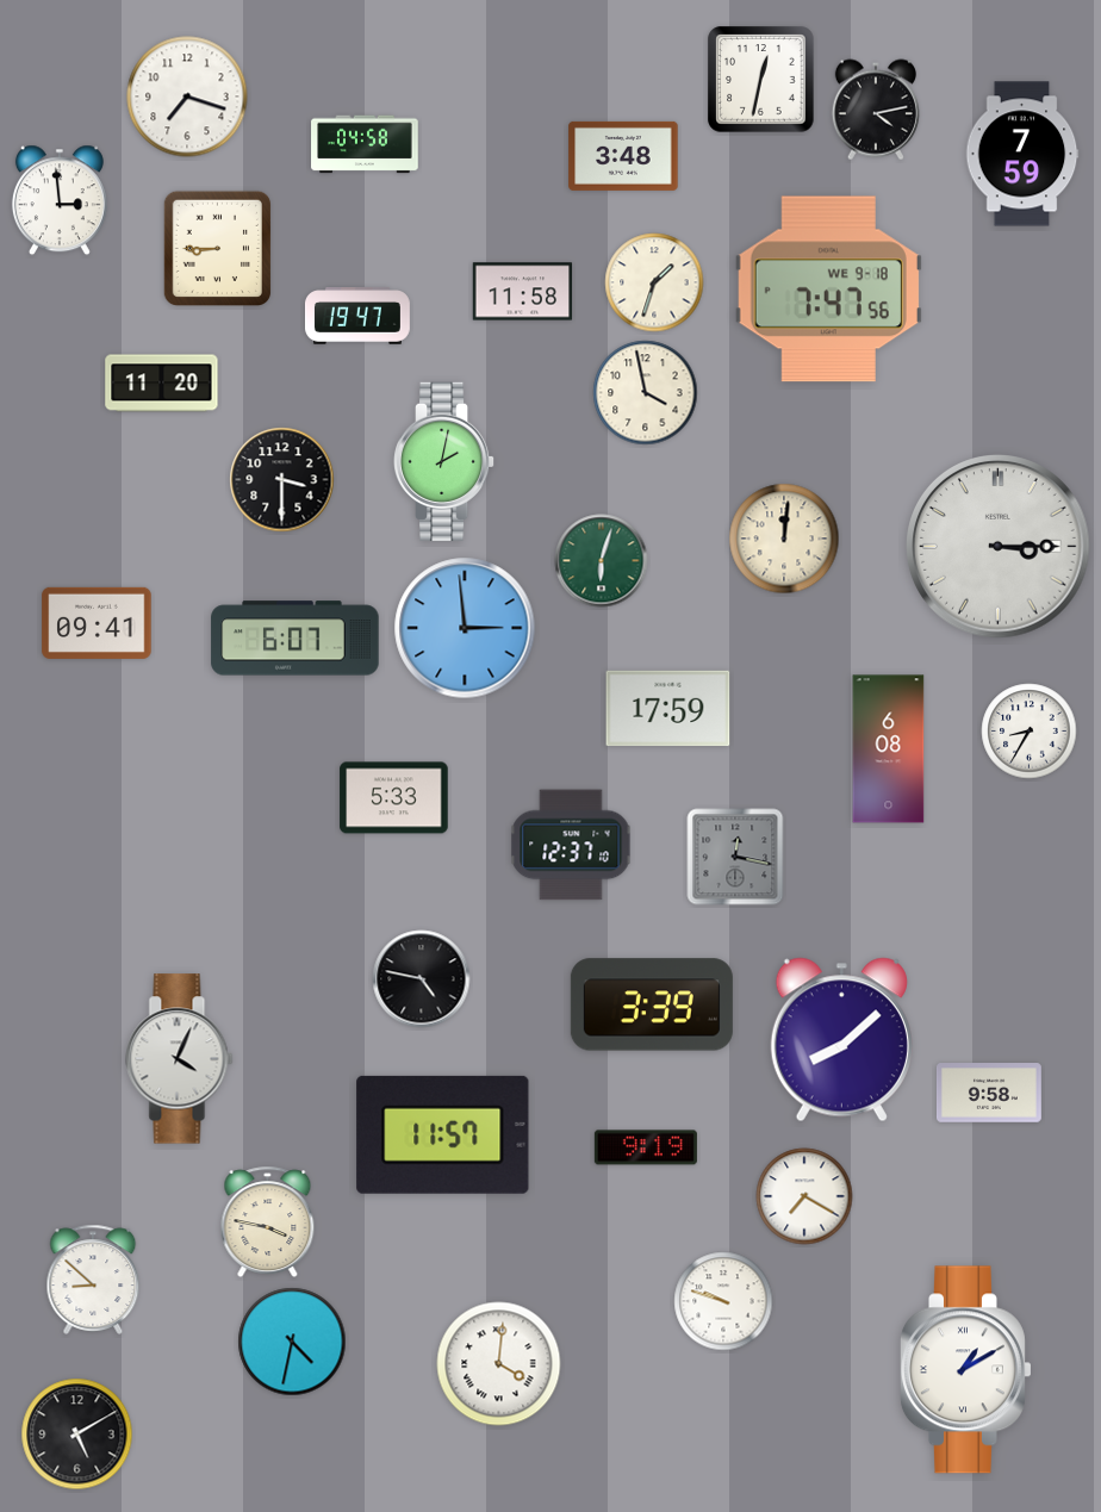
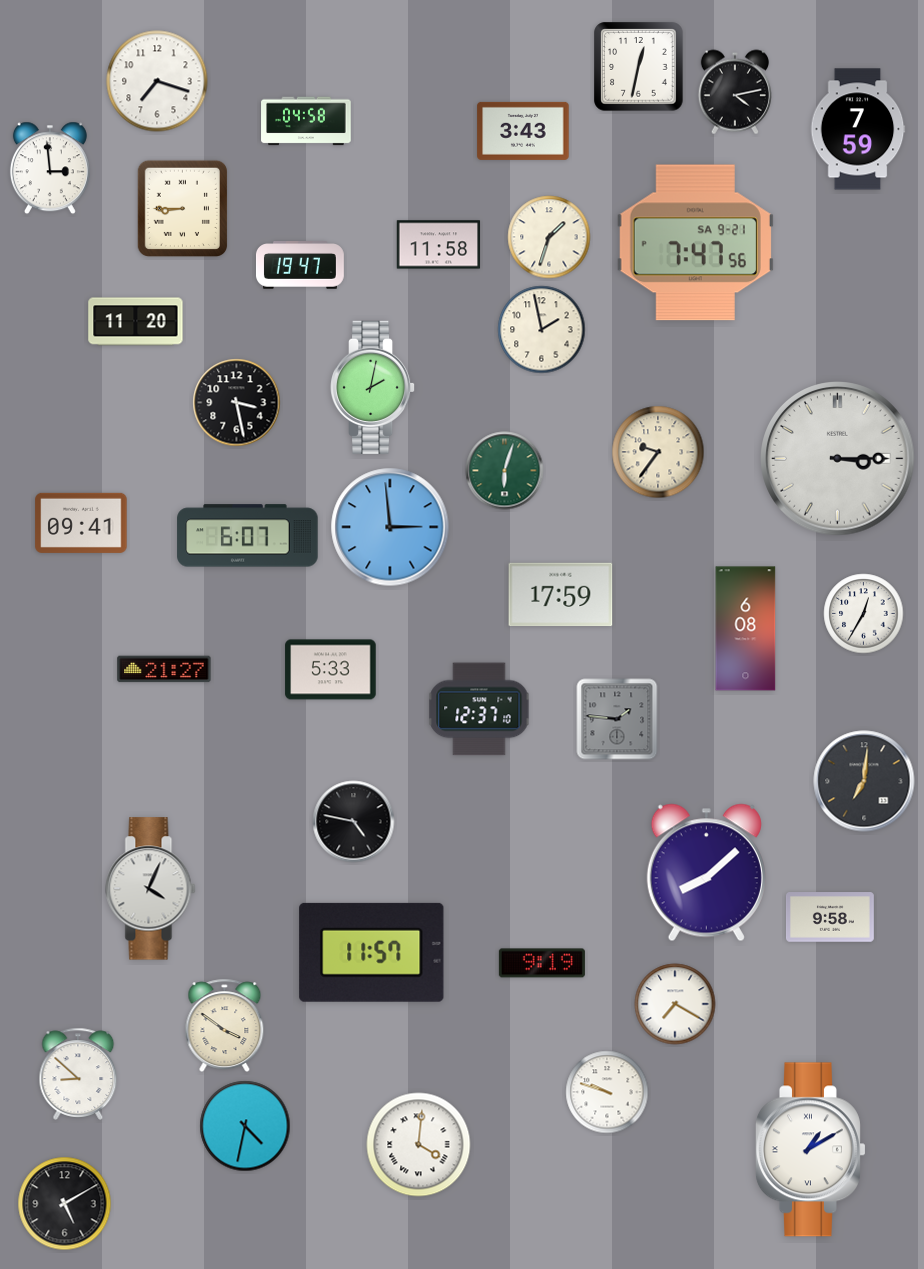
clock at (623, 156): 3:48 -> 3:43
clock at (828, 290) date: WE 9-18 -> SA 9-21
clock at (646, 393): 3:58 -> 1:58
clock at (282, 480): 3:30 -> 3:28
clock at (784, 539): 12:01 -> 9:36
clock at (1030, 732): 8:35 -> 12:35
clock at (164, 669): none -> 21:27
clock at (735, 857): 12:17 -> 1:46
clock at (864, 781): none -> 7:01
clock at (652, 1004): 3:39 -> none
clock at (268, 1221): 3:47 -> 3:51
